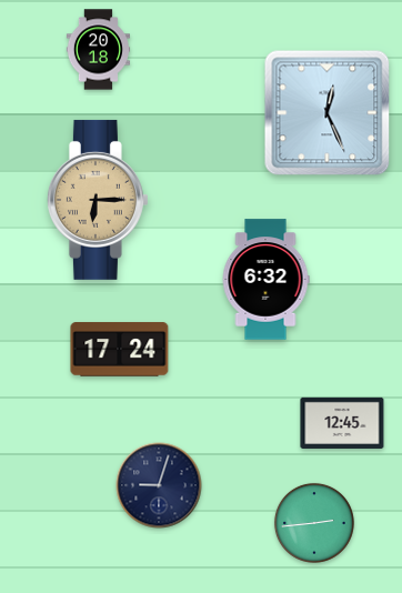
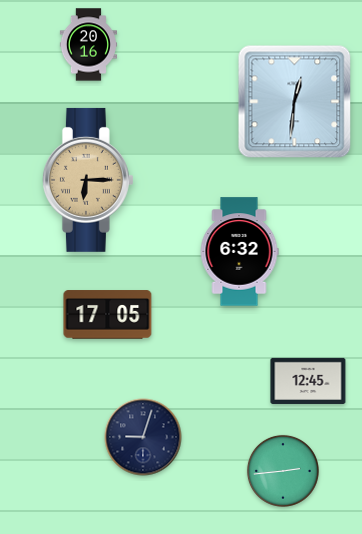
clock at (98, 50): 20:18 -> 20:16
clock at (328, 113): 12:26 -> 12:31
clock at (120, 350): 17:24 -> 17:05
